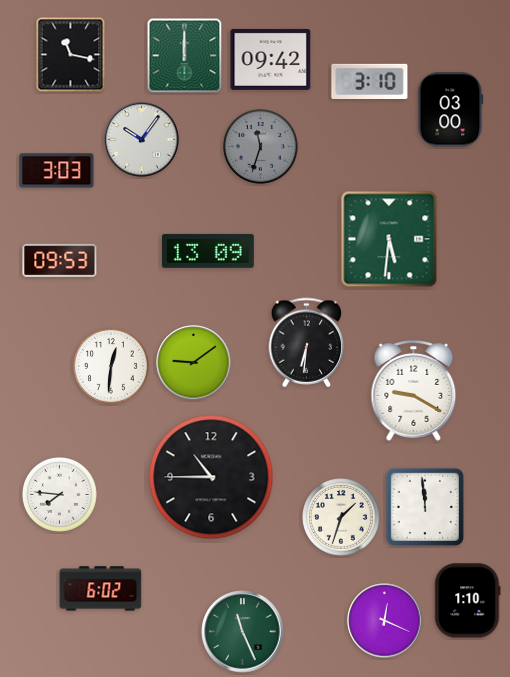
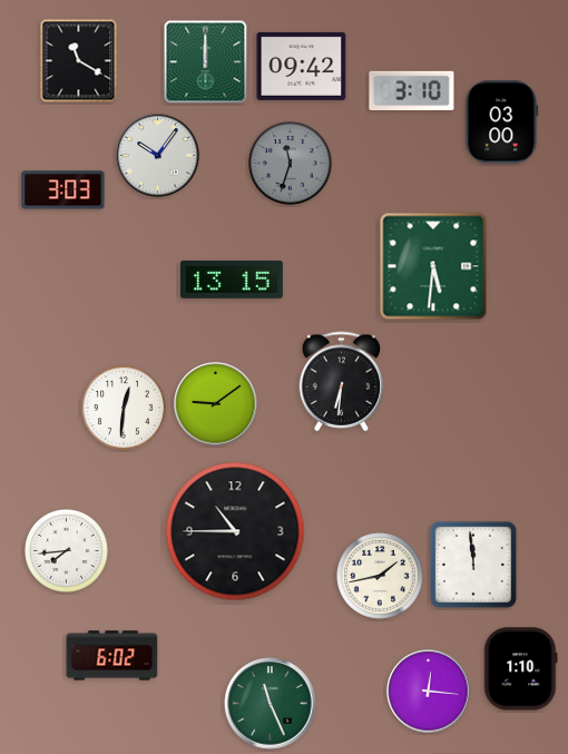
clock at (71, 55): 11:17 -> 11:20
clock at (208, 251): 13:09 -> 13:15
clock at (60, 260): 09:53 -> none
clock at (414, 391): 9:20 -> none
clock at (60, 495): 7:46 -> 7:44
clock at (342, 518): 1:33 -> 1:43
clock at (385, 621): 12:19 -> 12:16
